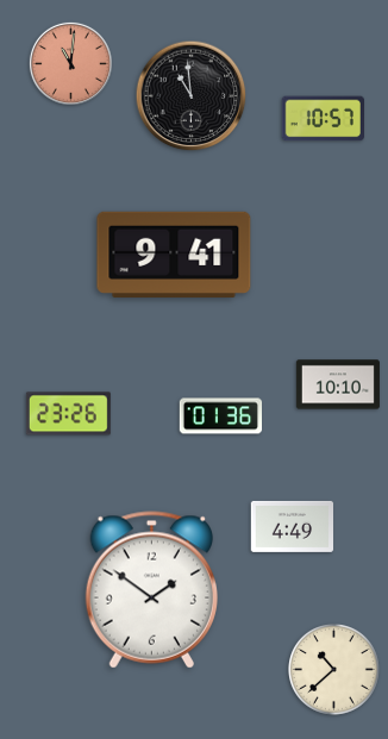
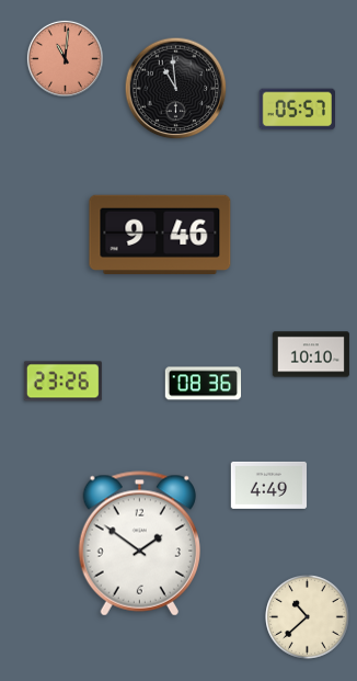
clock at (323, 119): 10:57 -> 05:57
clock at (174, 255): 9:41 -> 9:46
clock at (221, 417): 01:36 -> 08:36
